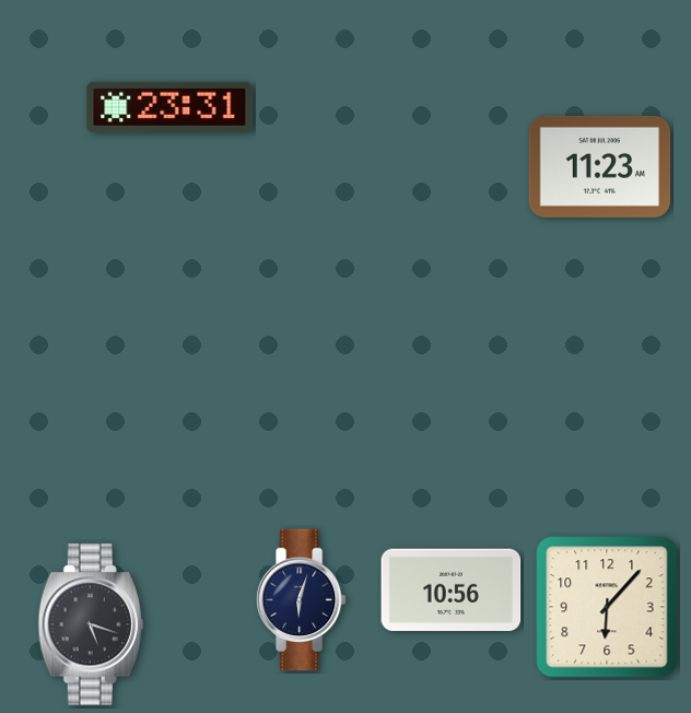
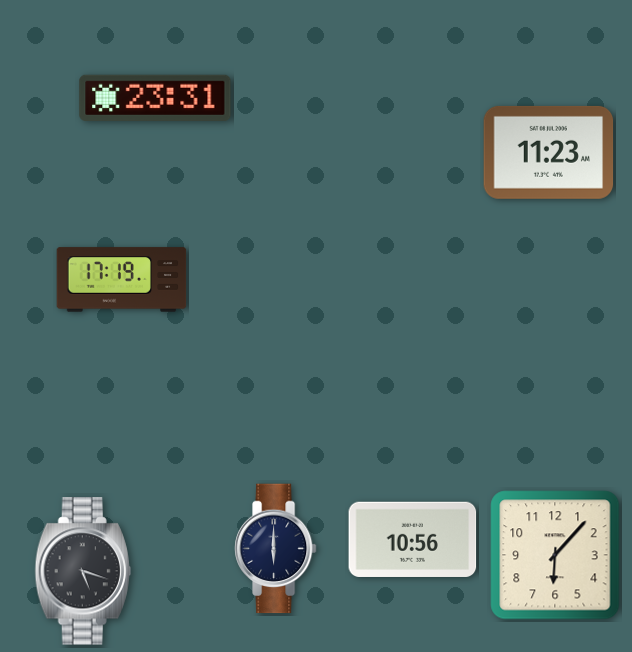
clock at (122, 280): none -> 17:19
clock at (301, 600): 6:03 -> 6:00
